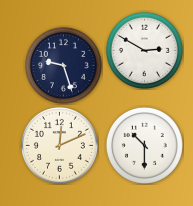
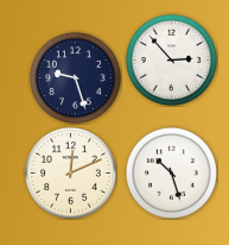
clock at (144, 50): 2:50 -> 2:53
clock at (144, 145): 10:30 -> 10:27
